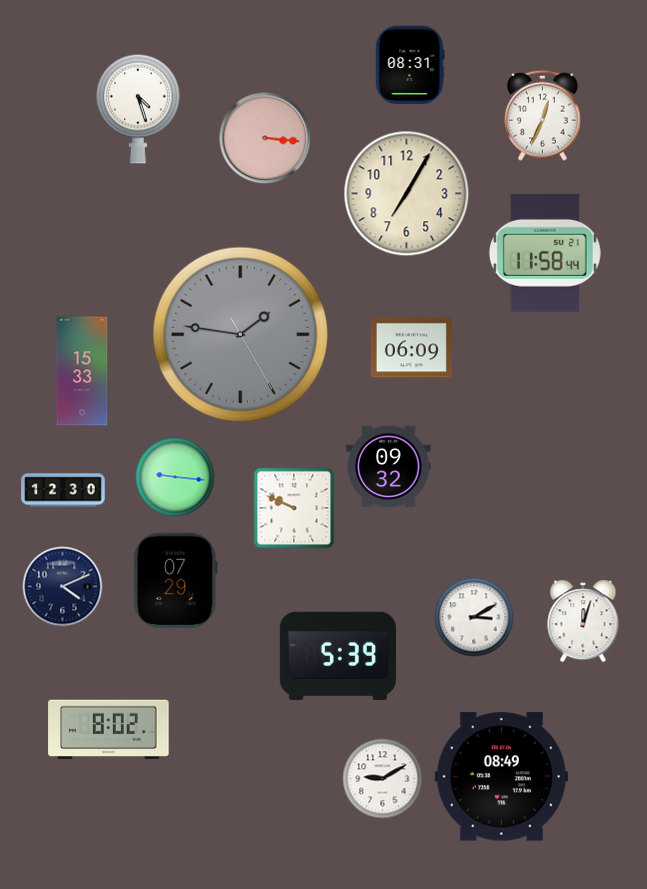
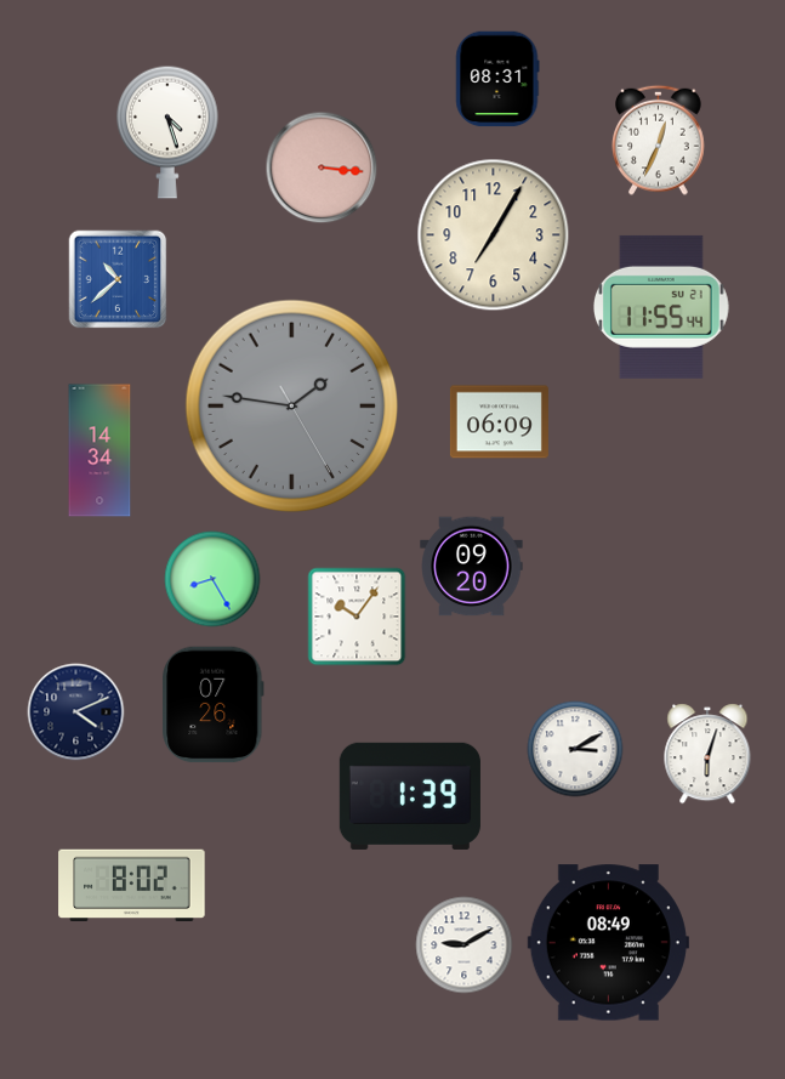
clock at (118, 279): none -> 10:38
clock at (545, 253): 11:58 -> 11:55
clock at (82, 371): 15:33 -> 14:34
clock at (389, 467): 09:32 -> 09:20
clock at (175, 477): 9:16 -> 8:25
clock at (63, 490): 12:30 -> none
clock at (294, 508): 9:49 -> 10:06
clock at (176, 581): 07:29 -> 07:26
clock at (583, 621): 12:03 -> 6:03
clock at (338, 656): 5:39 -> 1:39
